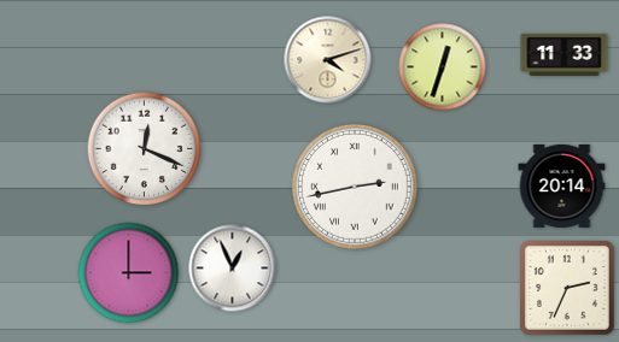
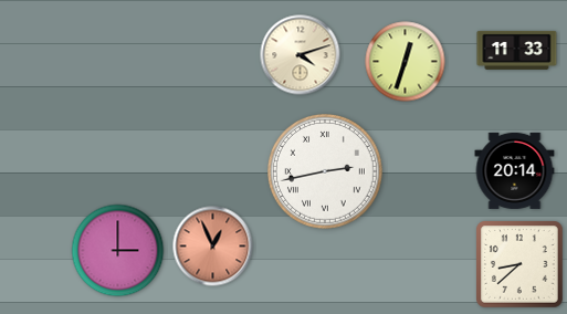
clock at (145, 149): 12:19 -> none
clock at (233, 269) dial: white -> salmon
clock at (568, 289): 2:34 -> 8:38
